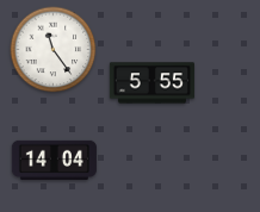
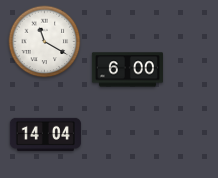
clock at (54, 50): 11:24 -> 11:20
clock at (151, 83): 5:55 -> 6:00
